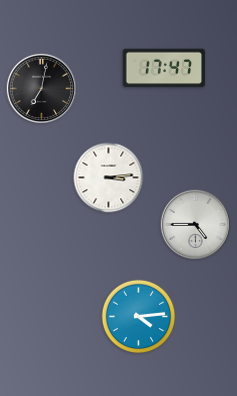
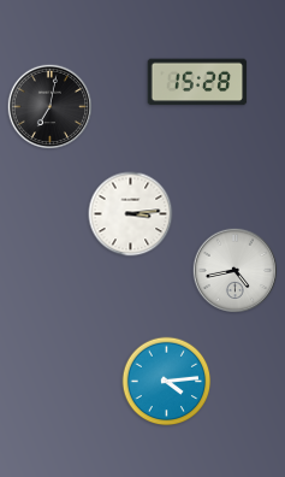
clock at (164, 68): 17:47 -> 15:28
clock at (195, 224): 4:45 -> 4:43
